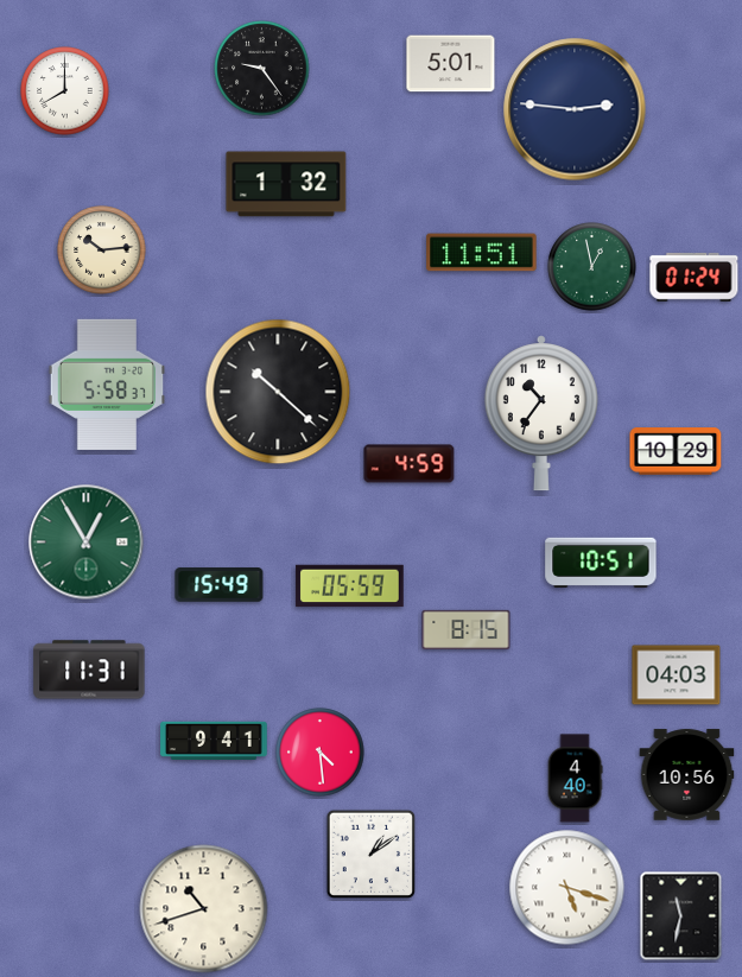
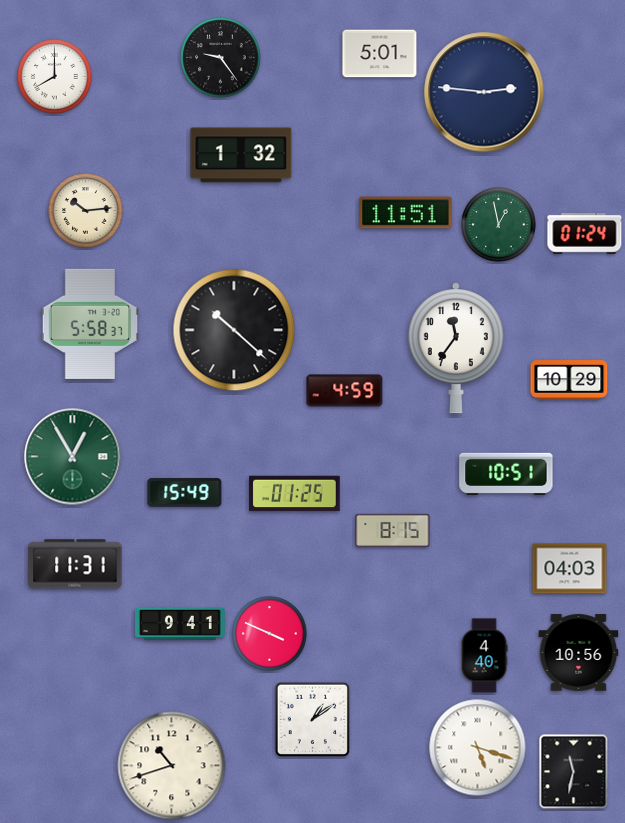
clock at (541, 413): 10:36 -> 11:36
clock at (350, 586): 05:59 -> 01:25
clock at (321, 753): 4:29 -> 3:49
